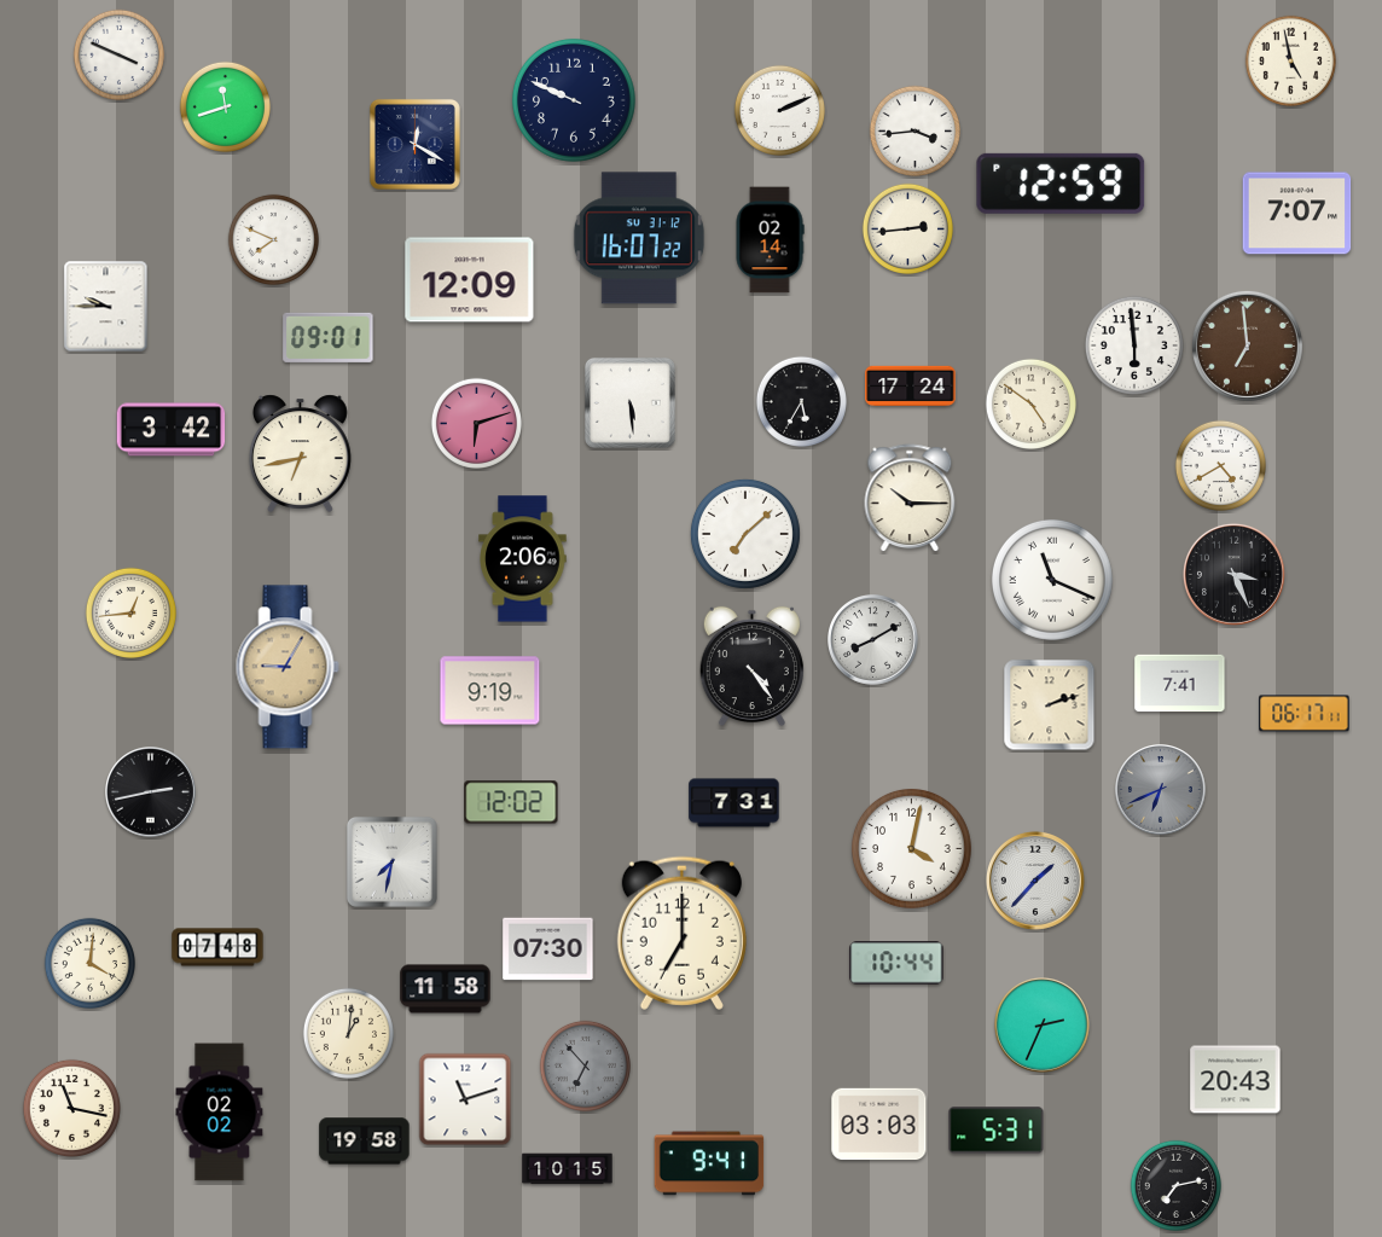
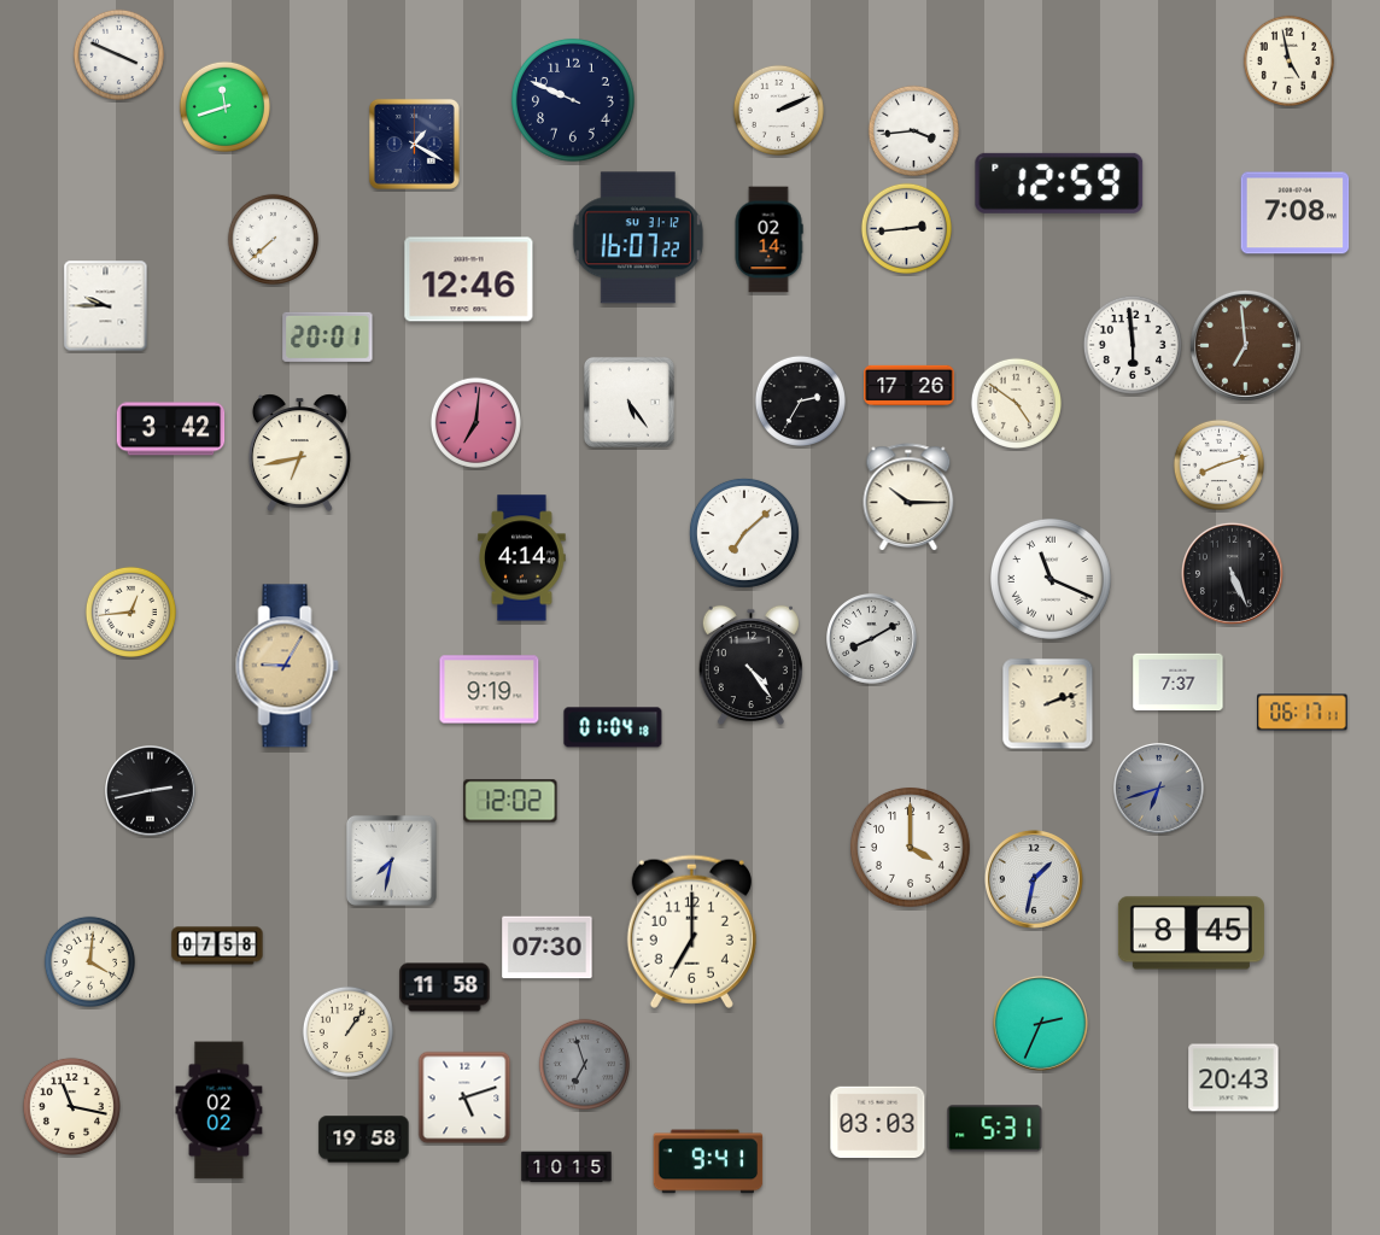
clock at (414, 144): 12:20 -> 1:20
clock at (1297, 214): 7:07 -> 7:08
clock at (273, 239): 7:49 -> 7:38
clock at (470, 280): 12:09 -> 12:46
clock at (329, 337): 09:01 -> 20:01
clock at (911, 385): 17:24 -> 17:26
clock at (801, 401): 5:35 -> 2:35
clock at (629, 402): 5:29 -> 5:24
clock at (1030, 403) position: (1030, 403) -> (1016, 403)
clock at (476, 423): 6:12 -> 7:01
clock at (1220, 465): 4:40 -> 8:12
clock at (523, 559): 2:06 -> 4:14
clock at (1233, 574): 3:26 -> 5:26
clock at (1180, 684): 7:41 -> 7:37
clock at (613, 727): none -> 01:04
clock at (1161, 790): 6:41 -> 6:42
clock at (734, 803): 7:31 -> none
clock at (911, 848): 4:02 -> 4:00
clock at (1035, 881): 1:37 -> 1:32
clock at (681, 933) position: (681, 933) -> (691, 931)
clock at (1191, 933): none -> 8:45
clock at (217, 947): 07:48 -> 07:58
clock at (896, 963): 10:44 -> none
clock at (348, 1033): 1:01 -> 1:06
clock at (585, 1065): 6:53 -> 6:57
clock at (465, 1099): 11:12 -> 5:12
clock at (1175, 1185): 7:13 -> none
